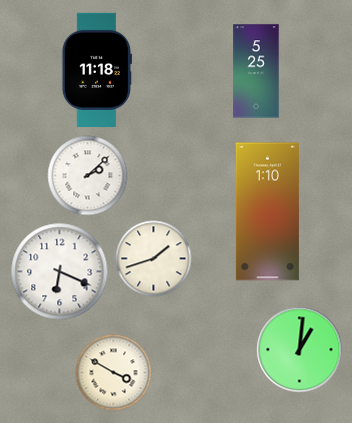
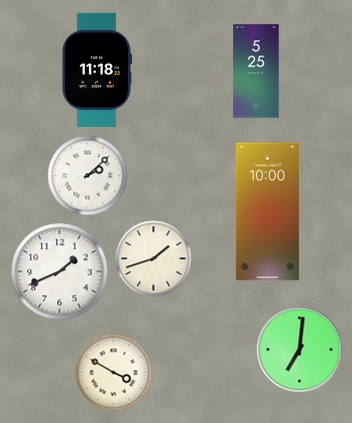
clock at (267, 212): 1:10 -> 10:00
clock at (60, 272): 6:19 -> 1:41
clock at (300, 350): 1:01 -> 7:01
